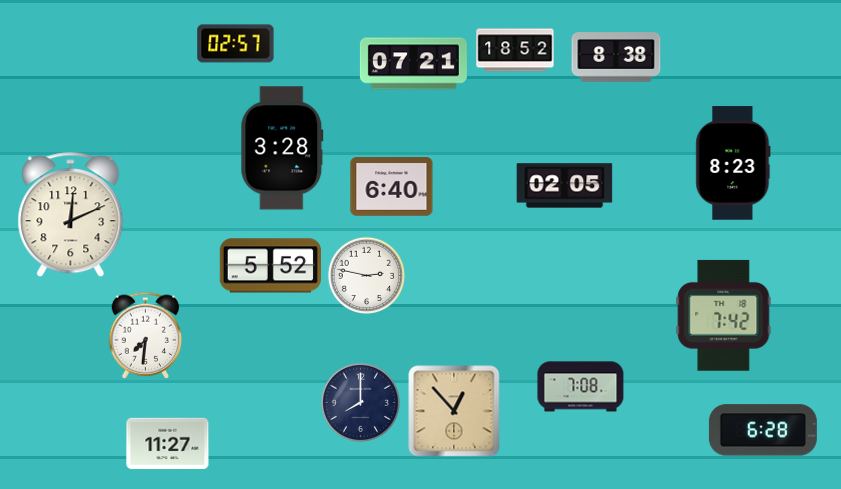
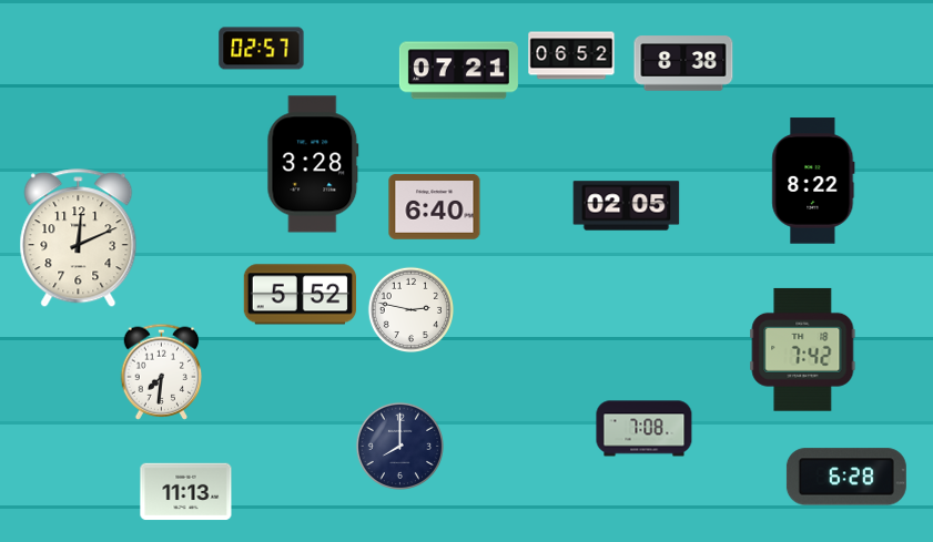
clock at (515, 50): 18:52 -> 06:52
clock at (733, 163): 8:23 -> 8:22
clock at (366, 275) position: (366, 275) -> (410, 309)
clock at (454, 411): 12:53 -> none
clock at (168, 444): 11:27 -> 11:13
